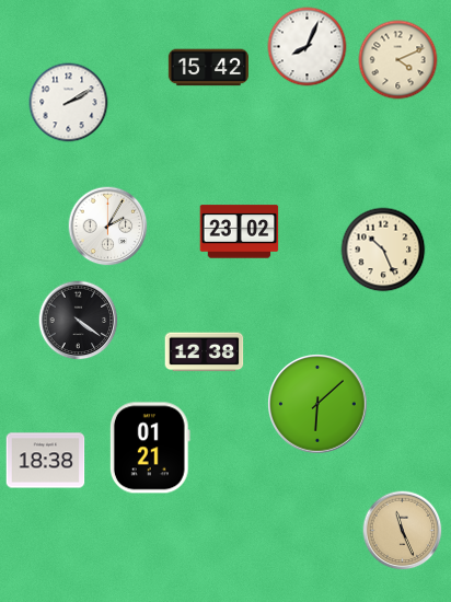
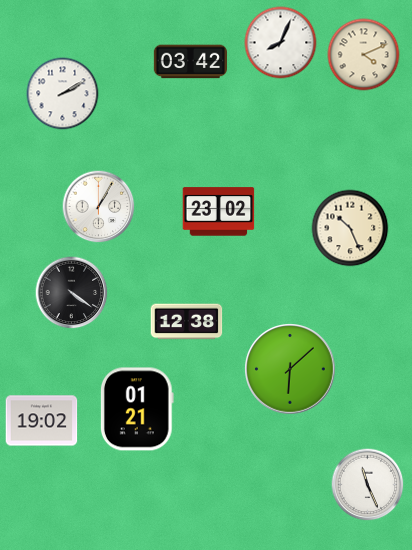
clock at (208, 68): 15:42 -> 03:42
clock at (108, 227): 2:05 -> 1:05
clock at (46, 461): 18:38 -> 19:02
clock at (403, 531) dial: champagne -> white
